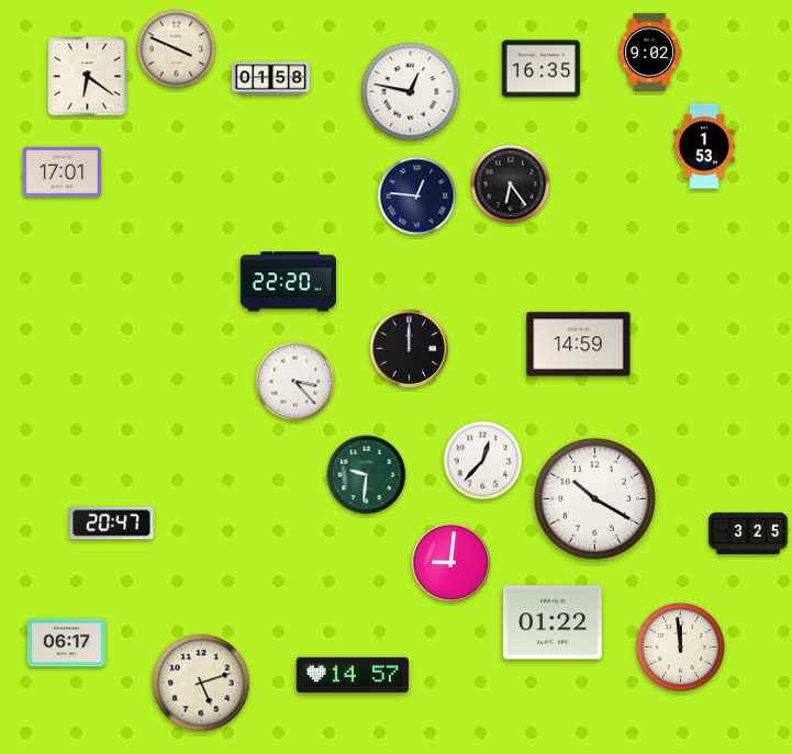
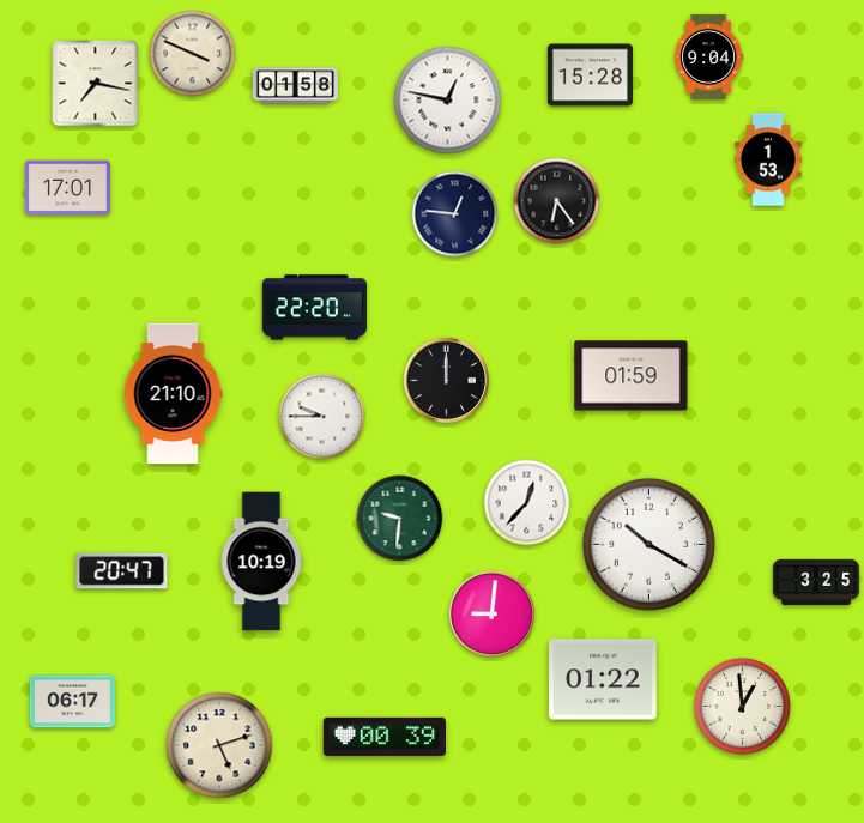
clock at (650, 52): 9:02 -> 9:04
clock at (540, 69): 16:35 -> 15:28
clock at (88, 77): 6:21 -> 7:17
clock at (579, 345): 14:59 -> 01:59
clock at (173, 394): none -> 21:10
clock at (295, 382): 3:23 -> 9:45
clock at (261, 562): none -> 10:19
clock at (680, 646): 11:59 -> 12:59
clock at (353, 675): 14:57 -> 00:39
